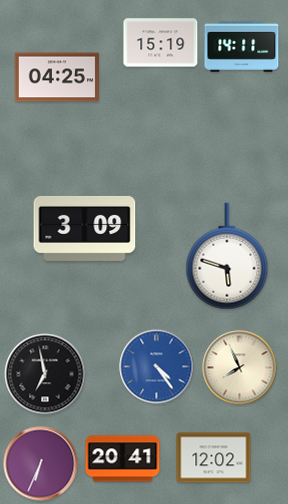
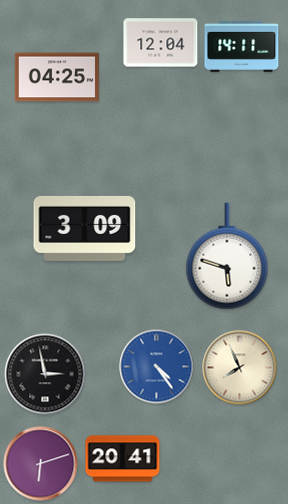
clock at (161, 43): 15:19 -> 12:04
clock at (45, 374): 6:58 -> 2:58
clock at (214, 458): 12:02 -> none
clock at (41, 464): 6:34 -> 6:12
